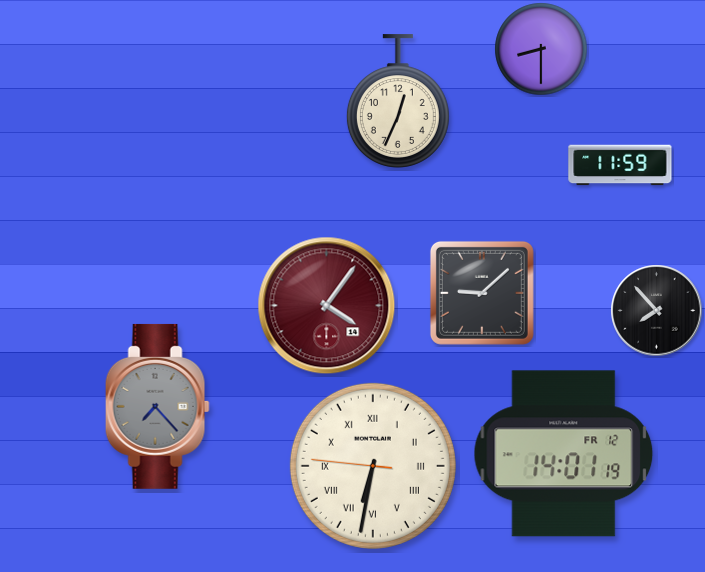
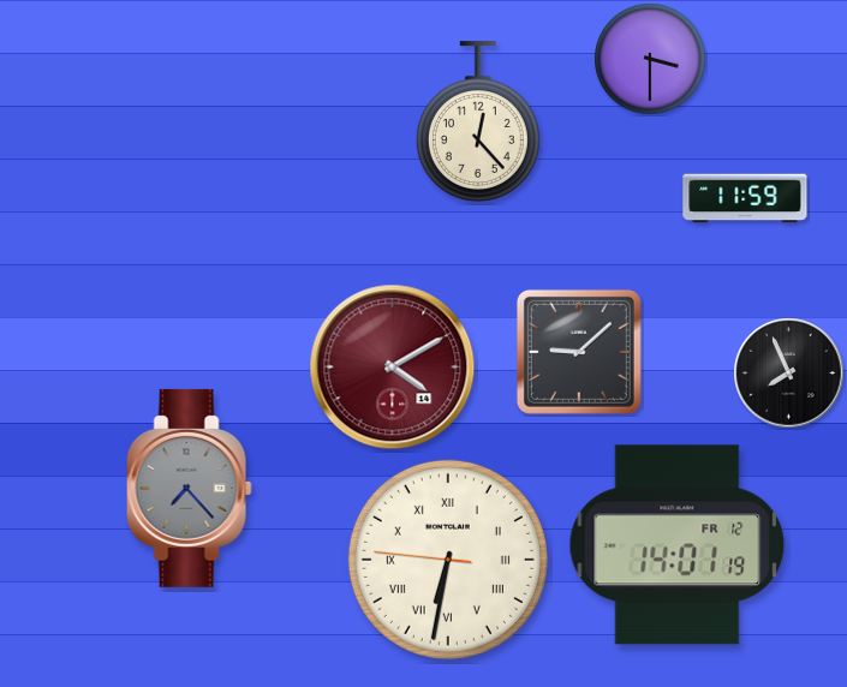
clock at (541, 49): 8:30 -> 3:30
clock at (398, 101): 12:34 -> 12:23
clock at (327, 306): 4:06 -> 4:10
clock at (657, 311): 7:53 -> 7:56
